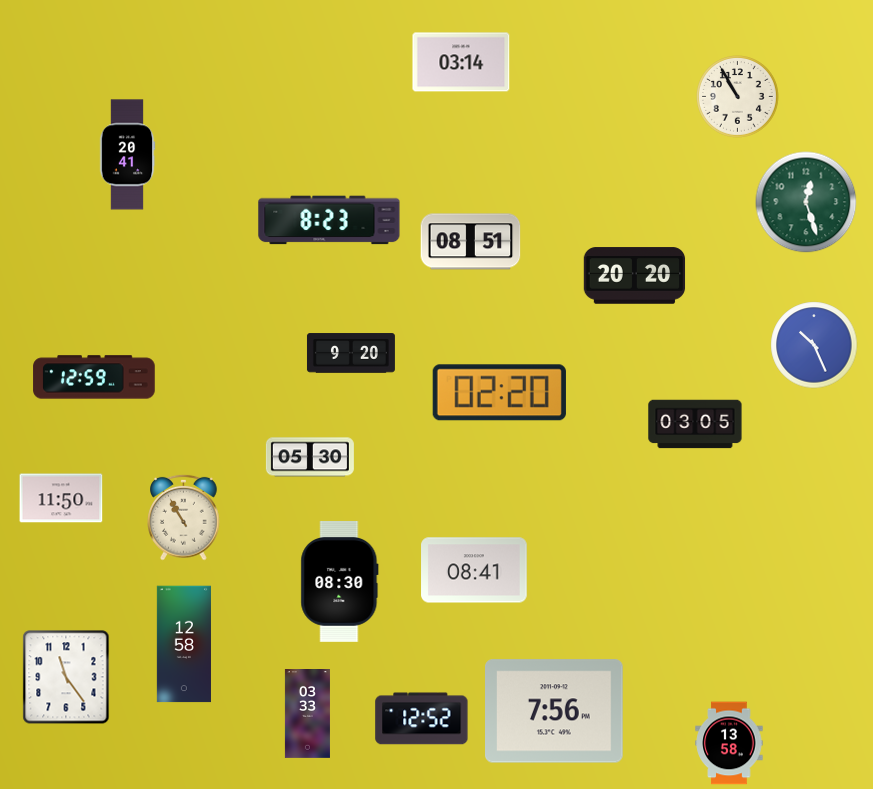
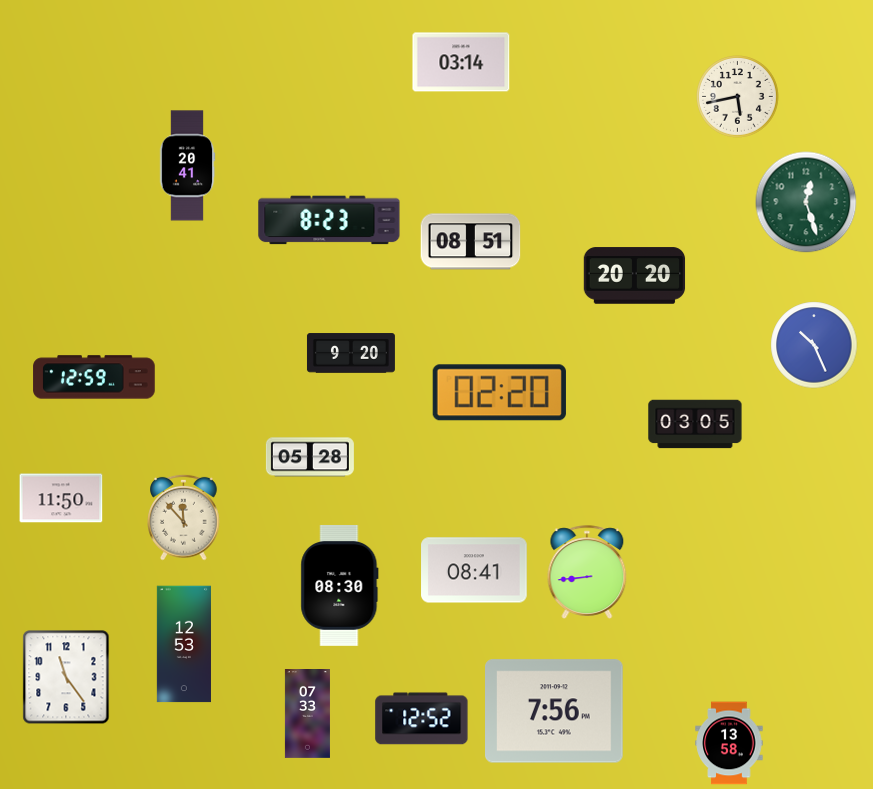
clock at (738, 97): 10:55 -> 5:43
clock at (127, 155) position: (127, 155) -> (187, 166)
clock at (310, 457): 05:30 -> 05:28
clock at (184, 517): 10:55 -> 11:53
clock at (587, 572): none -> 8:44
clock at (340, 581) position: (340, 581) -> (340, 585)
clock at (184, 644): 12:58 -> 12:53
clock at (307, 714): 03:33 -> 07:33
